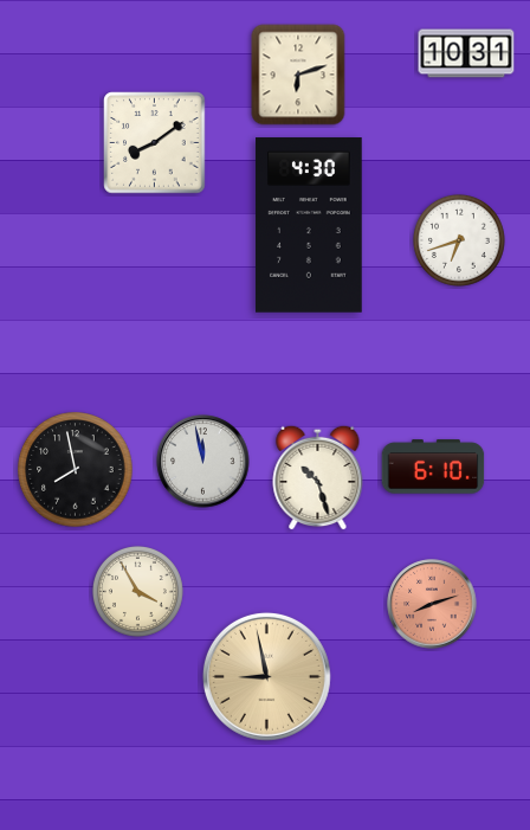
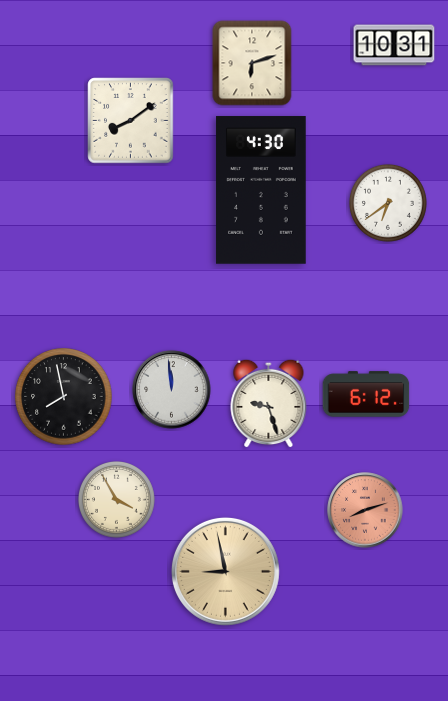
clock at (459, 240): 6:42 -> 6:39
clock at (203, 462): 11:58 -> 11:59
clock at (433, 467): 6:10 -> 6:12
clock at (318, 477): 10:27 -> 9:27
